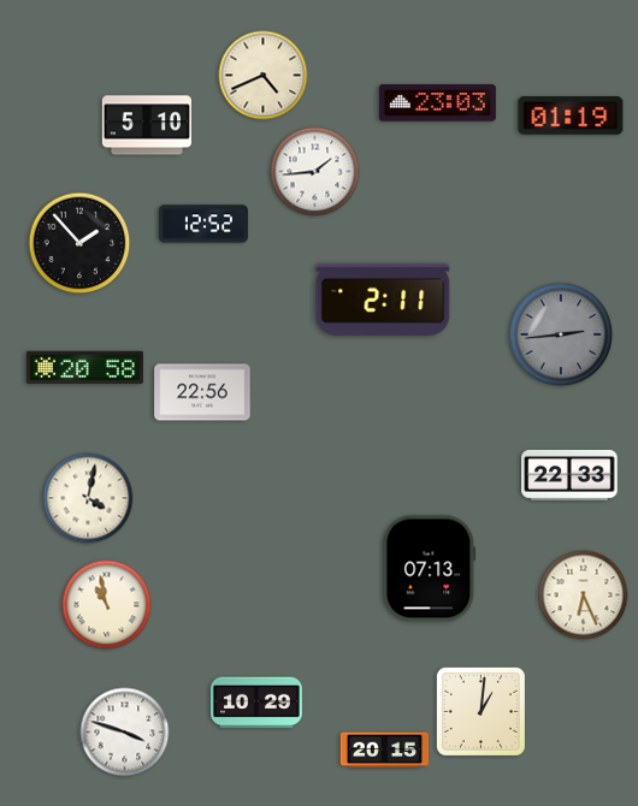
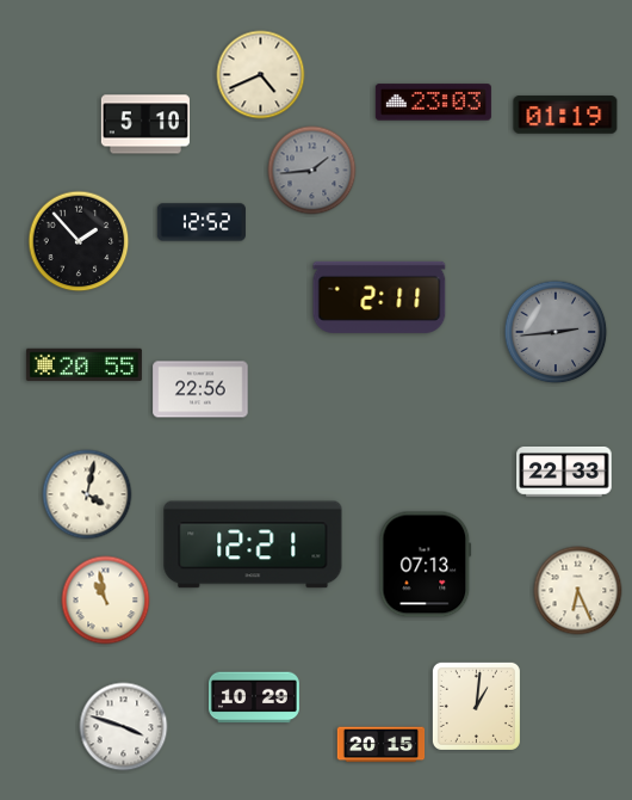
clock at (315, 172) dial: white -> grey
clock at (84, 368): 20:58 -> 20:55
clock at (253, 544): none -> 12:21
